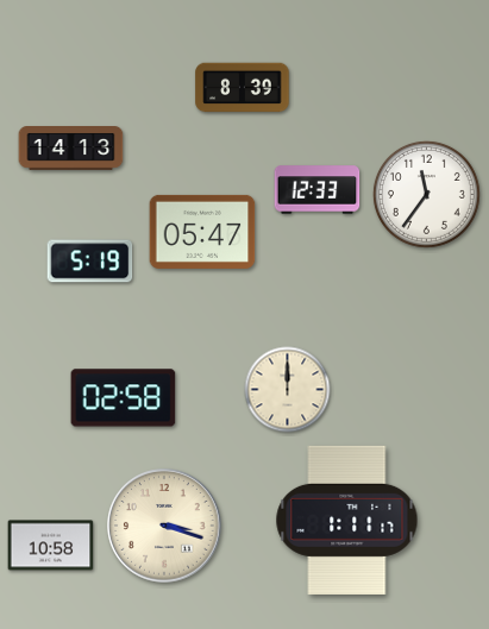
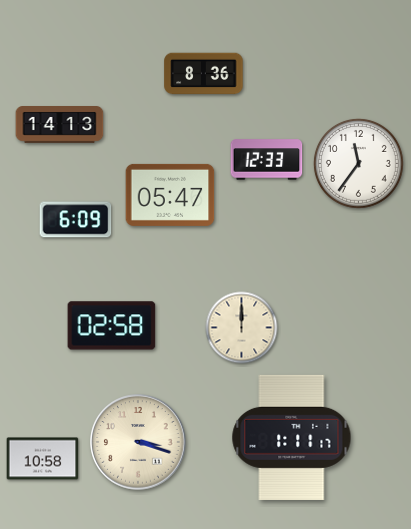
clock at (243, 88): 8:39 -> 8:36
clock at (90, 262): 5:19 -> 6:09
clock at (124, 398) position: (124, 398) -> (112, 326)
